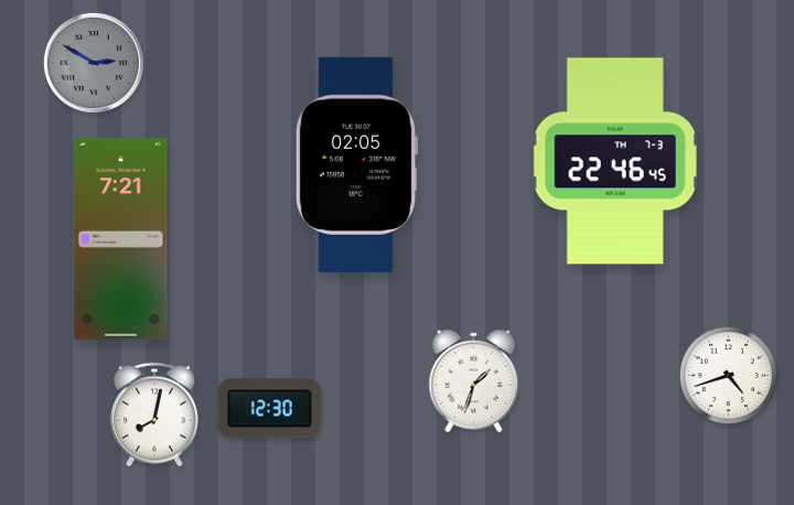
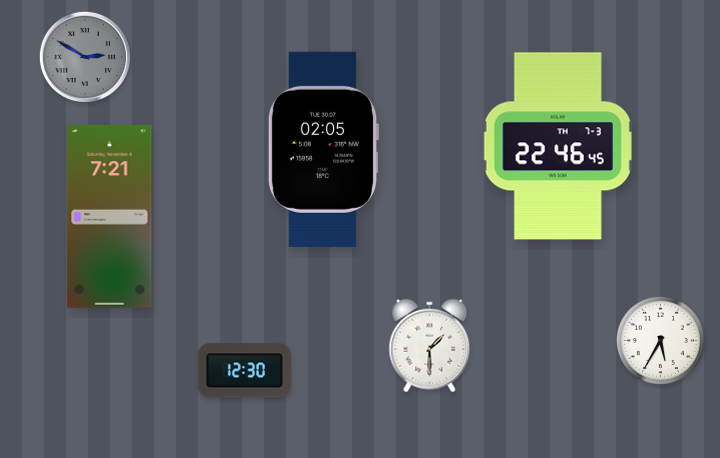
clock at (728, 375): 4:42 -> 5:35
clock at (474, 382): 1:33 -> 1:30
clock at (155, 415): 8:02 -> none
